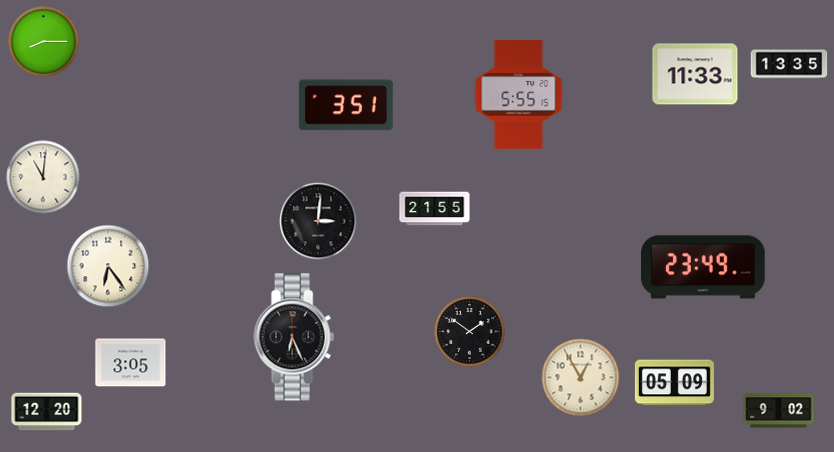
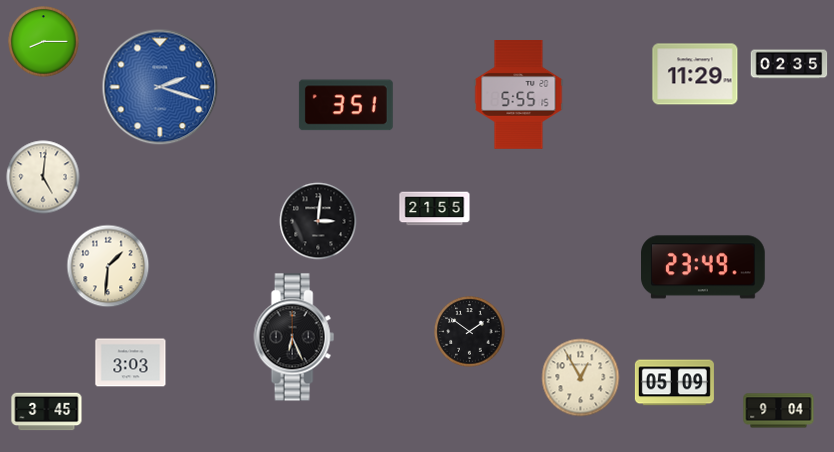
clock at (789, 64): 13:35 -> 02:35
clock at (695, 74): 11:33 -> 11:29
clock at (160, 87): none -> 2:18
clock at (43, 177): 11:01 -> 5:01
clock at (108, 266): 6:24 -> 1:31
clock at (131, 363): 3:05 -> 3:03
clock at (779, 411): 9:02 -> 9:04
clock at (47, 412): 12:20 -> 3:45
